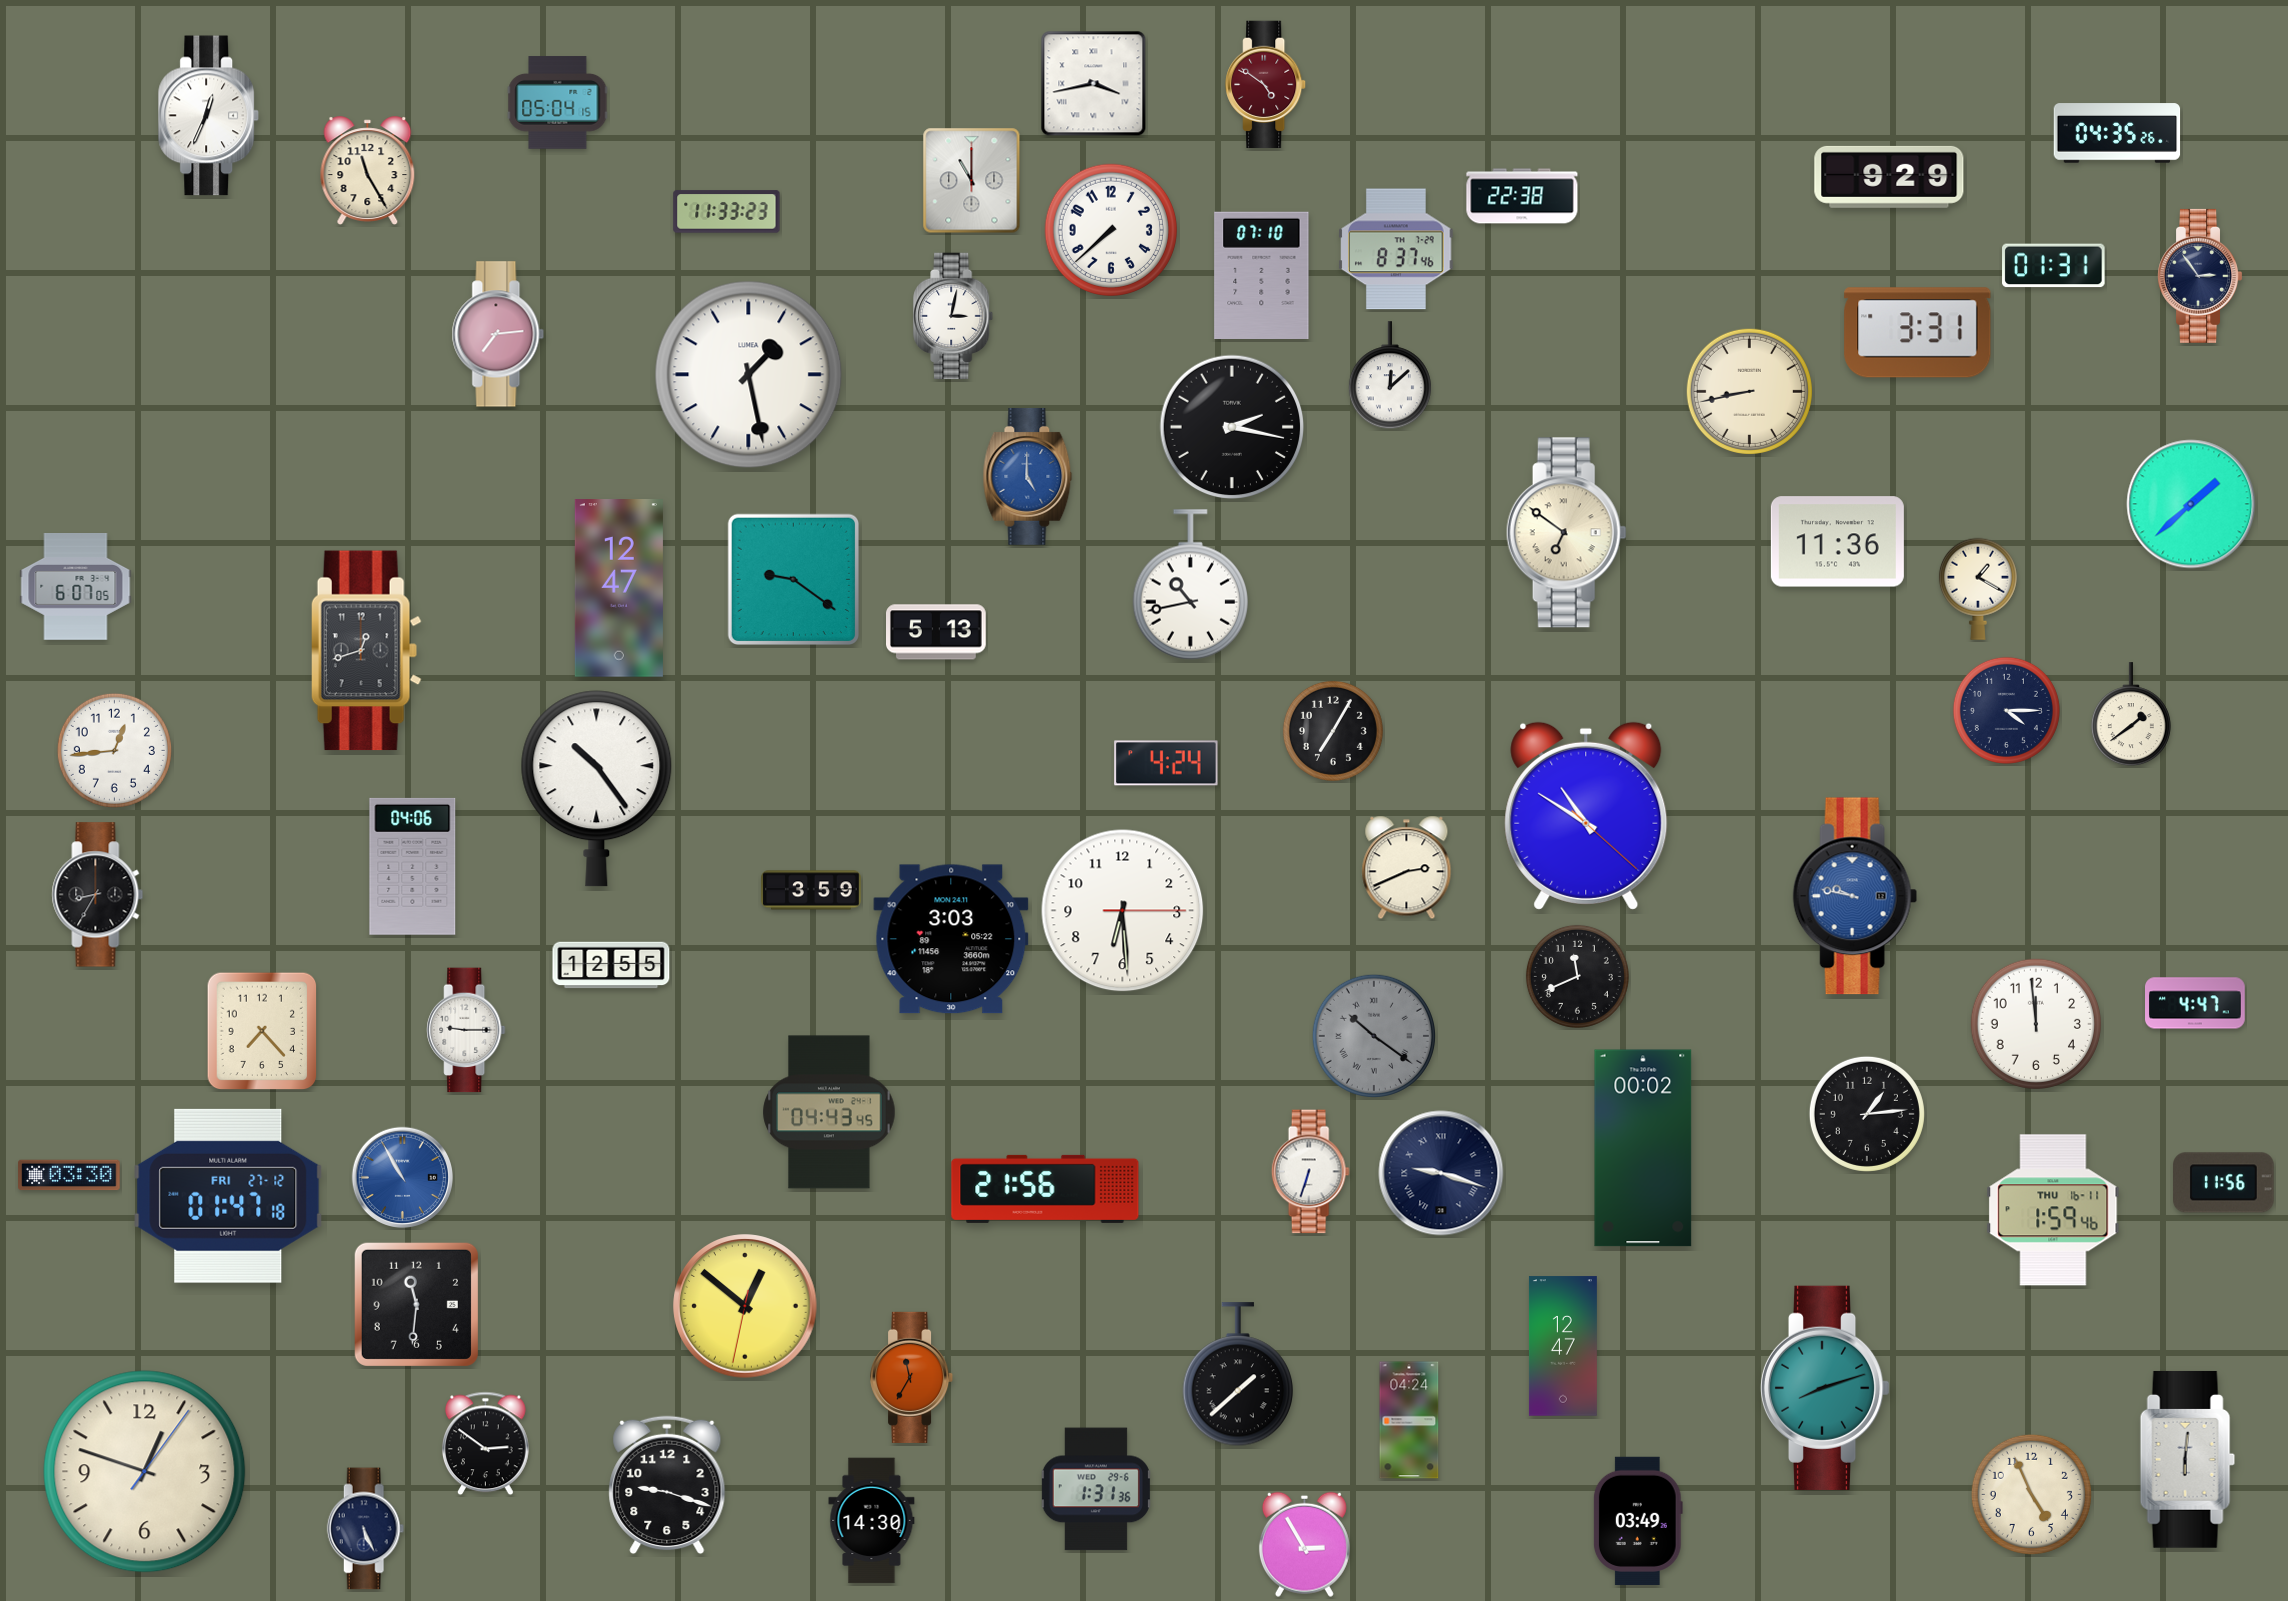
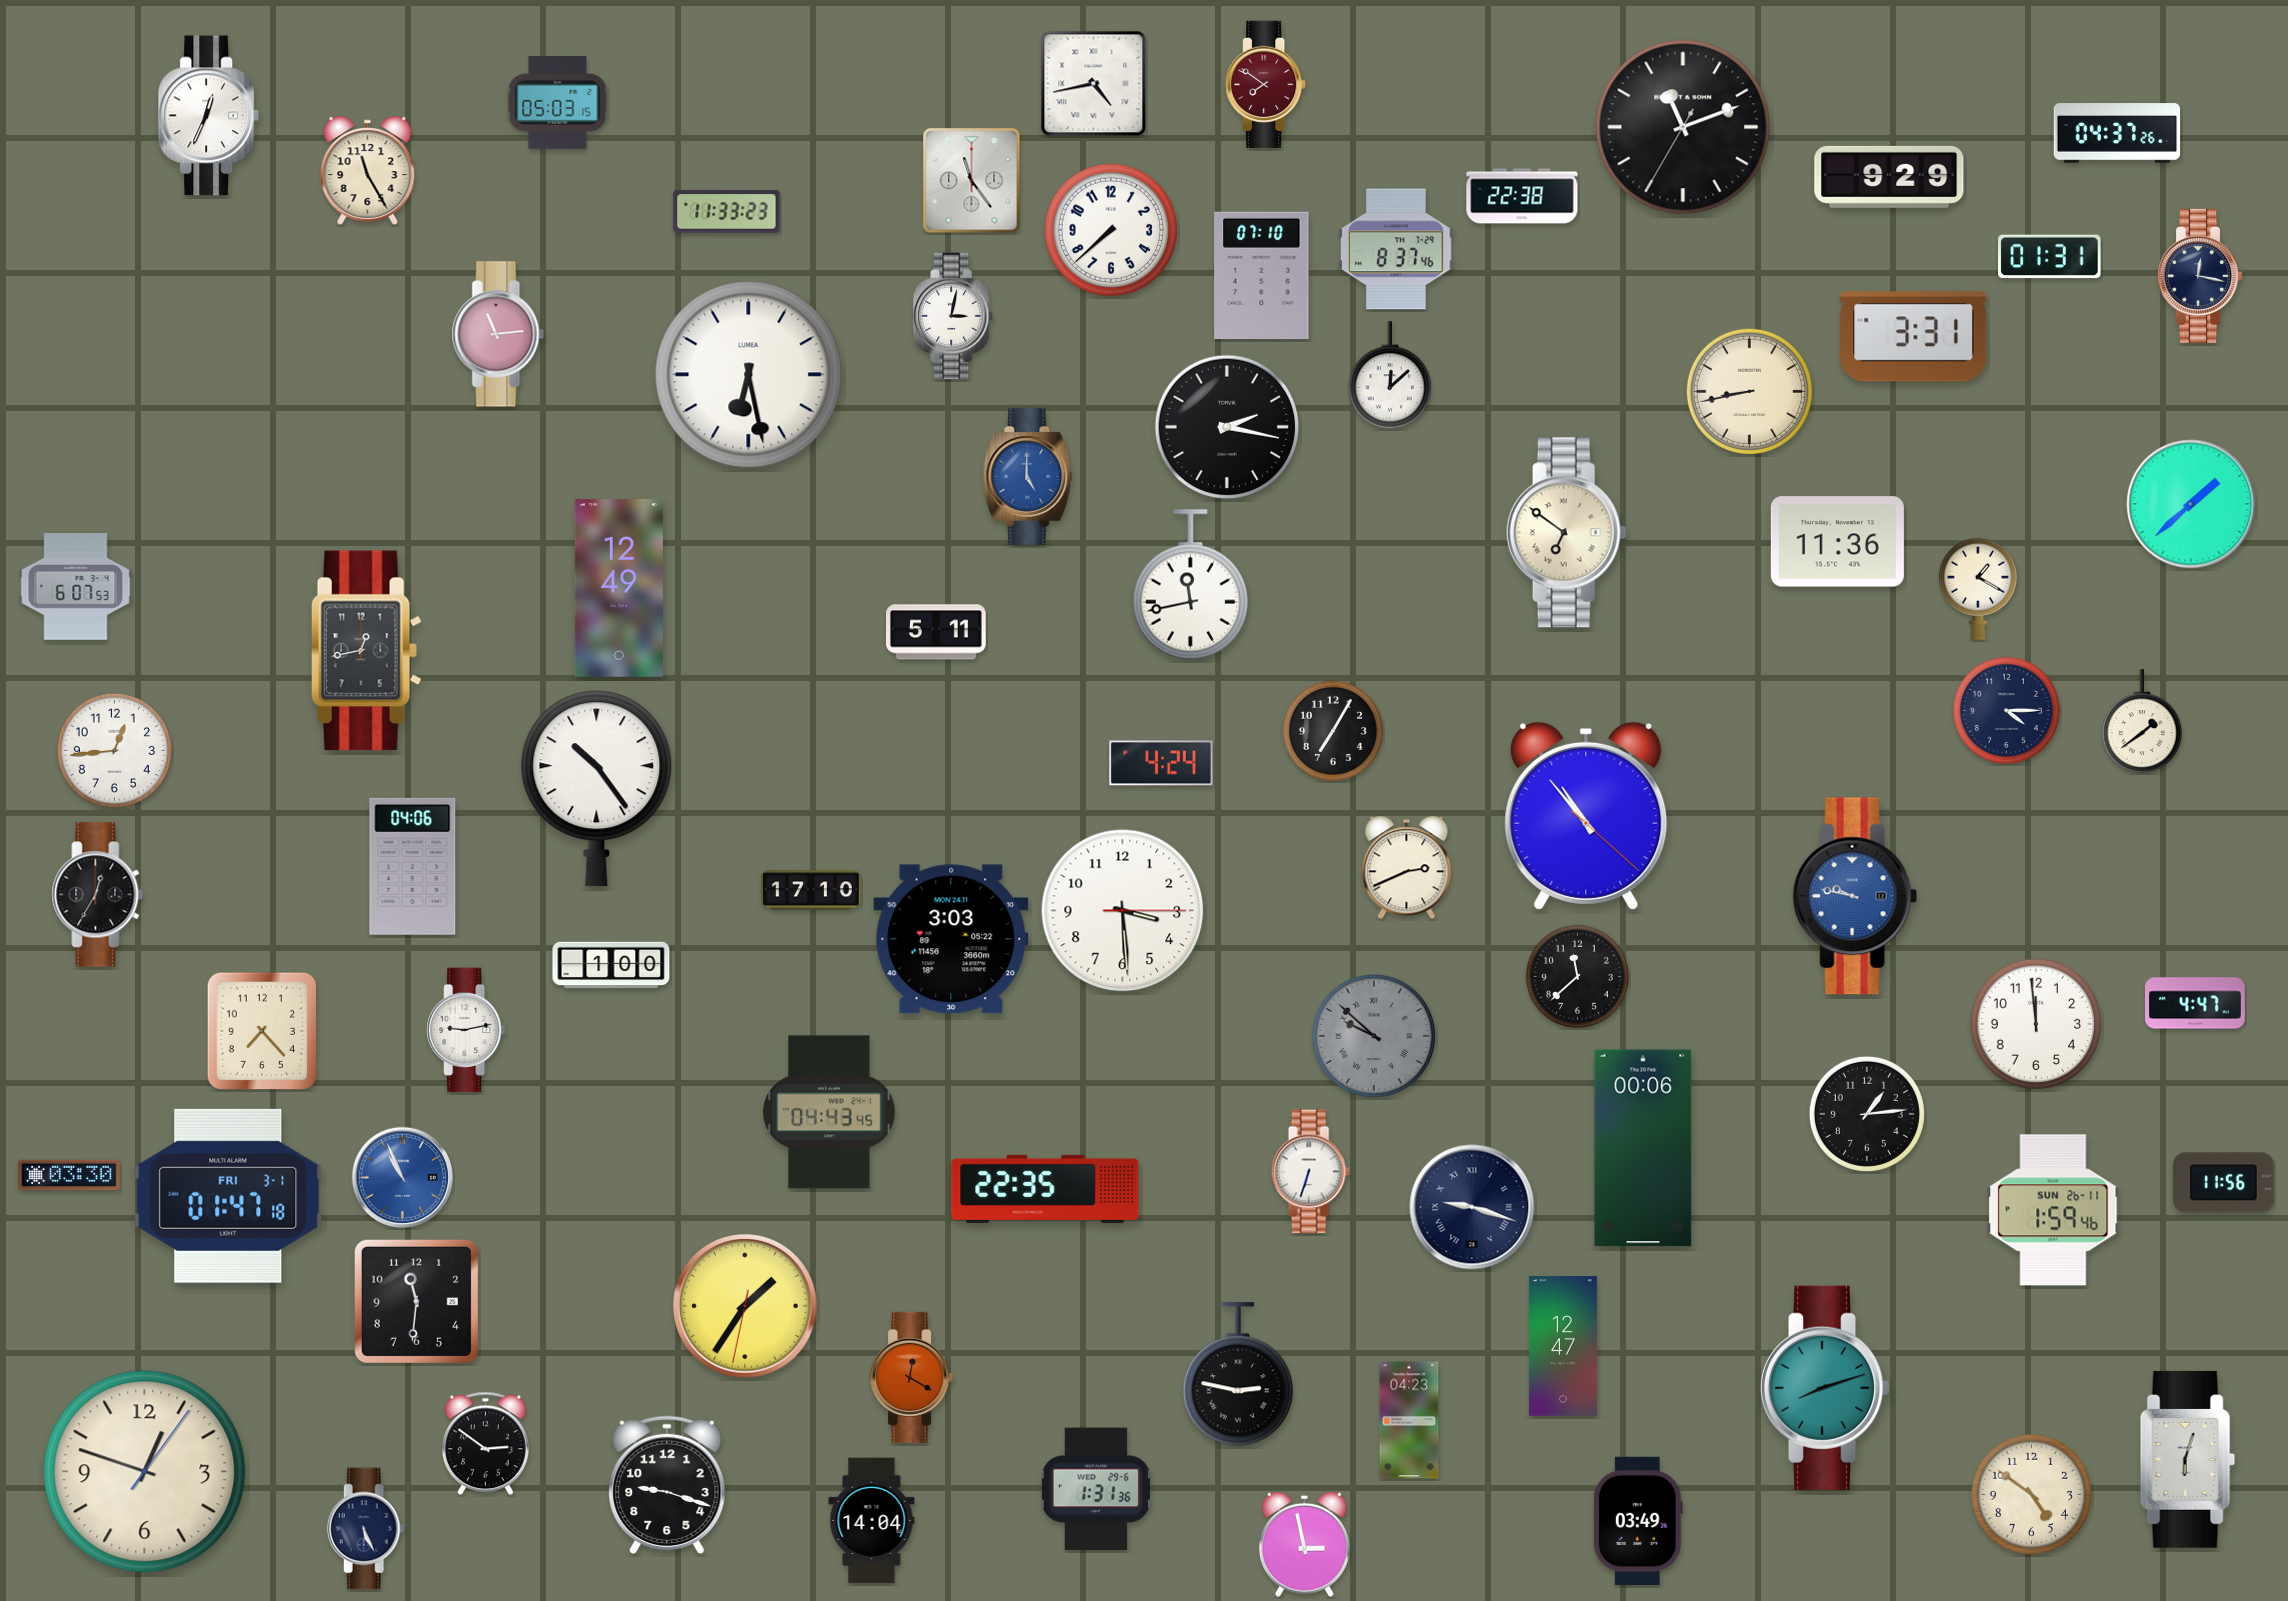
clock at (1094, 84): 3:43 -> 4:43
clock at (1266, 85): 4:51 -> 7:51
clock at (558, 103): 05:04 -> 05:03
clock at (1683, 127): none -> 11:11
clock at (2117, 133): 04:35 -> 04:37
clock at (972, 181): 11:00 -> 11:24
clock at (2054, 266) position: (2054, 266) -> (2050, 257)
clock at (2200, 276): 2:54 -> 12:17
clock at (1918, 333) position: (1918, 333) -> (1914, 337)
clock at (498, 334): 7:14 -> 11:14
clock at (749, 375): 1:28 -> 6:28
clock at (1232, 427) position: (1232, 427) -> (1227, 427)
clock at (793, 579): 9:21 -> none
clock at (1190, 585): 10:43 -> 11:43
clock at (76, 587): 6:07:05 -> 6:07:53
clock at (619, 588): 12:47 -> 12:49
clock at (937, 632): 5:13 -> 5:11
clock at (366, 651): 12:42 -> 12:43
clock at (2131, 715) position: (2131, 715) -> (2142, 722)
clock at (1166, 763) position: (1166, 763) -> (1161, 763)
clock at (1586, 816): 10:50 -> 10:53
clock at (811, 890): 3:59 -> 17:10
clock at (98, 895): 8:35 -> 12:35
clock at (1123, 911): 6:29 -> 3:29
clock at (611, 965): 12:55 -> 1:00
clock at (1577, 976): 11:41 -> 11:38
clock at (466, 1030): 9:15 -> 9:13
clock at (1374, 1036): 10:21 -> 9:52
clock at (1643, 1148): 00:02 -> 00:06
clock at (1441, 1173) position: (1441, 1173) -> (1472, 1207)
clock at (402, 1177): 10:55 -> 10:56
clock at (1045, 1189): 21:56 -> 22:35
clock at (228, 1196) date: FRI 27-12 -> FRI 3-1
clock at (2053, 1210) date: THU 16-11 -> SUN 26-11
clock at (416, 1304) position: (416, 1304) -> (416, 1301)
clock at (745, 1306): 12:51 -> 1:35
clock at (1237, 1375): 1:38 -> 2:47
clock at (912, 1377): 11:35 -> 12:20
clock at (1409, 1420): 04:24 -> 04:23
clock at (2187, 1459): 6:01 -> 6:03
clock at (2031, 1494): 4:56 -> 4:51
clock at (872, 1521): 14:30 -> 14:04
clock at (1304, 1544): 2:55 -> 2:58
